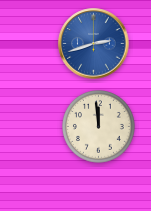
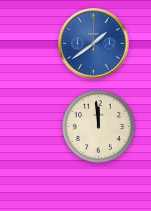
clock at (94, 44): 2:42 -> 1:39
